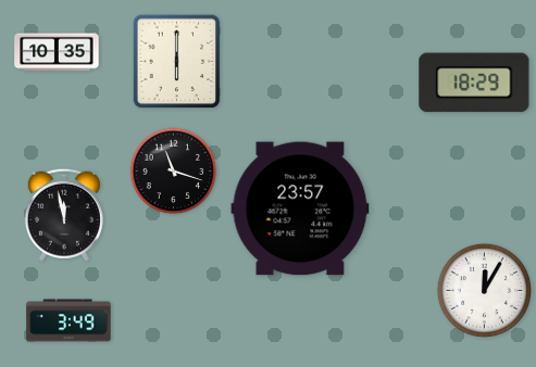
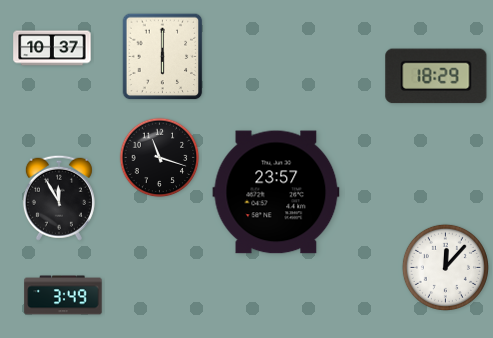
clock at (57, 52): 10:35 -> 10:37
clock at (64, 215): 11:58 -> 11:55
clock at (484, 290): 12:05 -> 12:07
